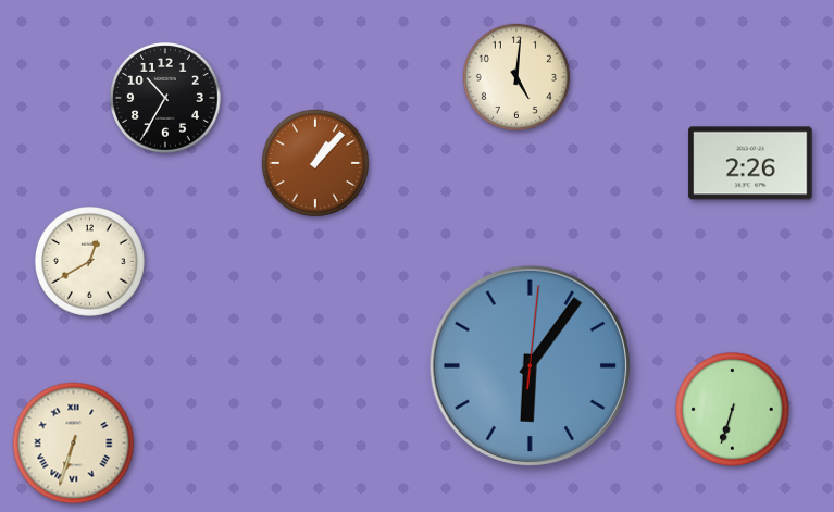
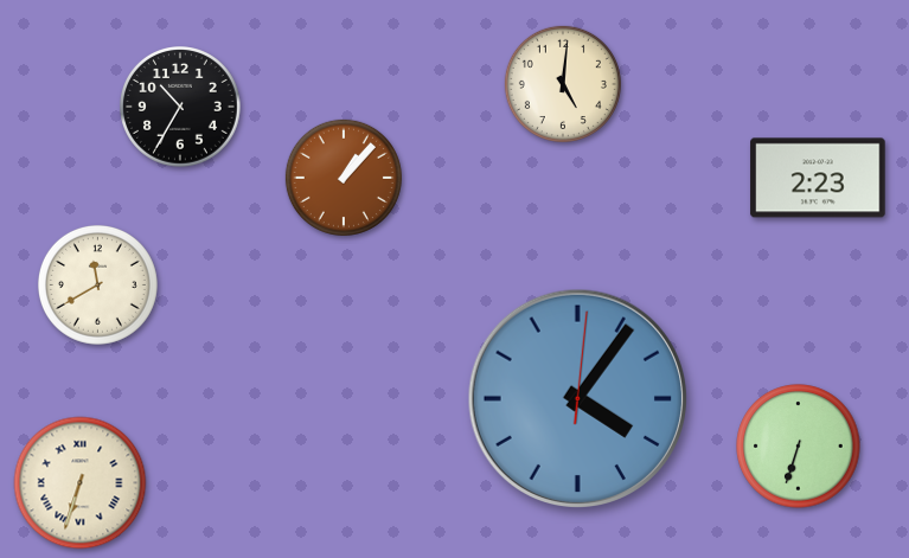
clock at (750, 163): 2:26 -> 2:23
clock at (89, 261): 12:40 -> 11:40
clock at (530, 365): 6:06 -> 4:06
